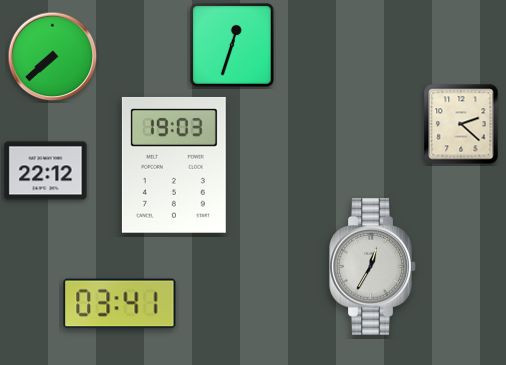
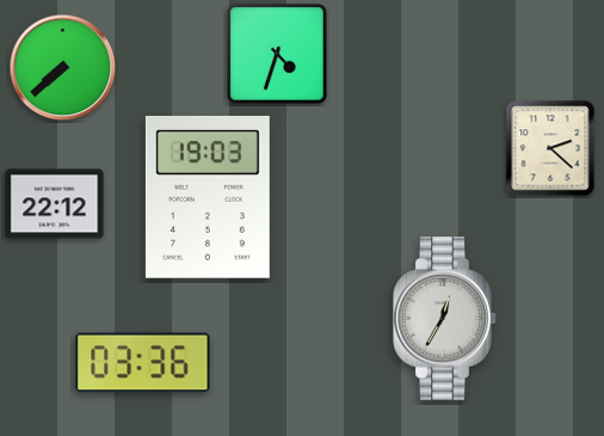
clock at (232, 45): 12:33 -> 4:33
clock at (120, 304): 03:41 -> 03:36
